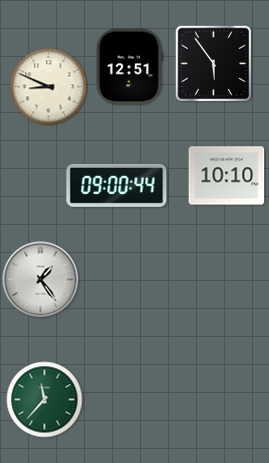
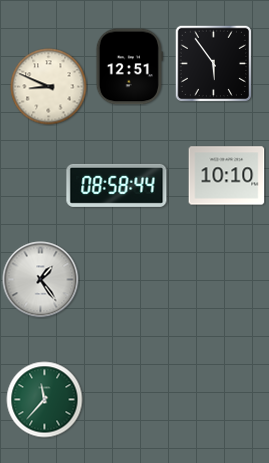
clock at (117, 185): 09:00 -> 08:58
